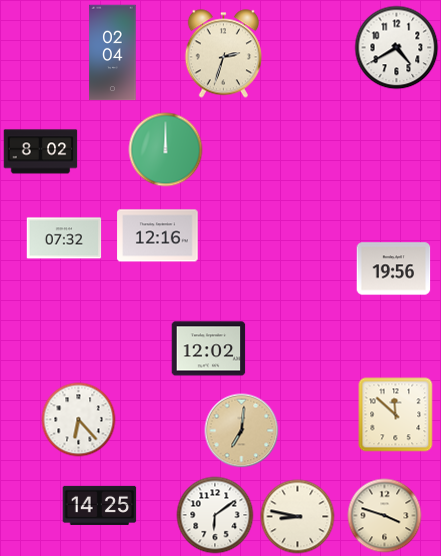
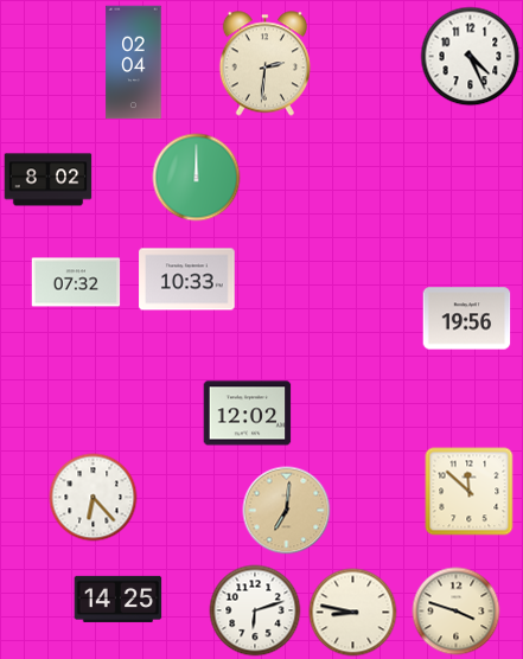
clock at (397, 48): 4:40 -> 4:26
clock at (223, 54): 2:33 -> 2:31
clock at (158, 236): 12:16 -> 10:33
clock at (215, 515): 6:09 -> 6:12
